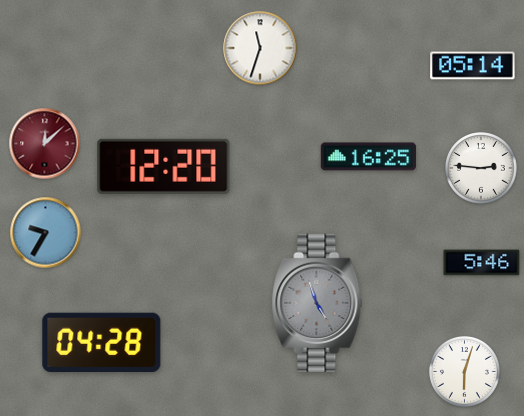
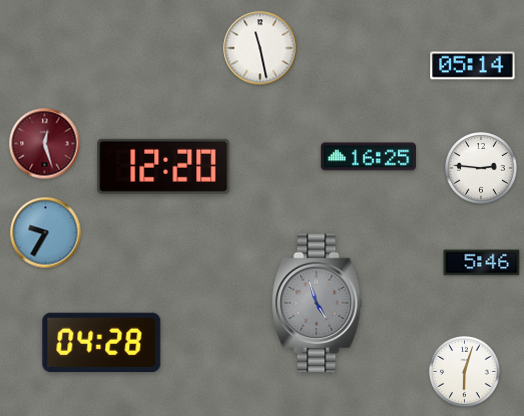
clock at (260, 48): 11:33 -> 11:28
clock at (45, 144): 12:08 -> 12:27
